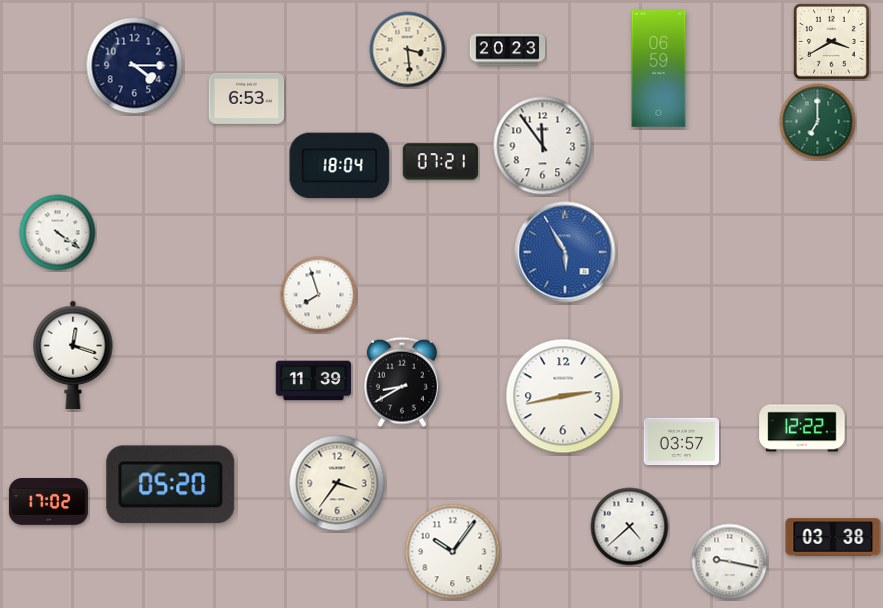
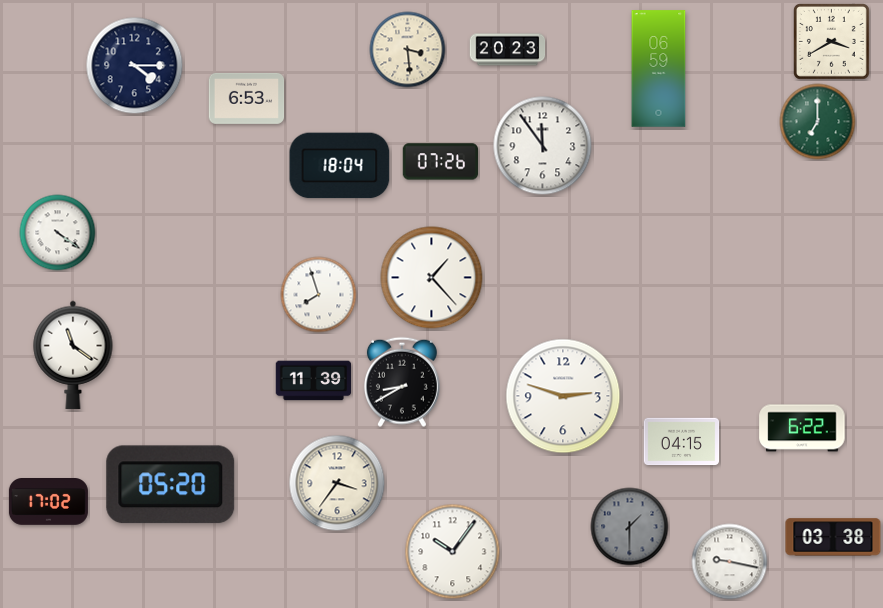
clock at (441, 162): 07:21 -> 07:26
clock at (565, 252): 5:55 -> none
clock at (432, 278): none -> 1:23
clock at (73, 355): 12:18 -> 11:21
clock at (563, 396): 2:43 -> 2:48
clock at (802, 428): 12:22 -> 6:22
clock at (682, 442): 03:57 -> 04:15
clock at (630, 527): 4:38 -> 1:30
clock at (630, 527) dial: white -> grey
